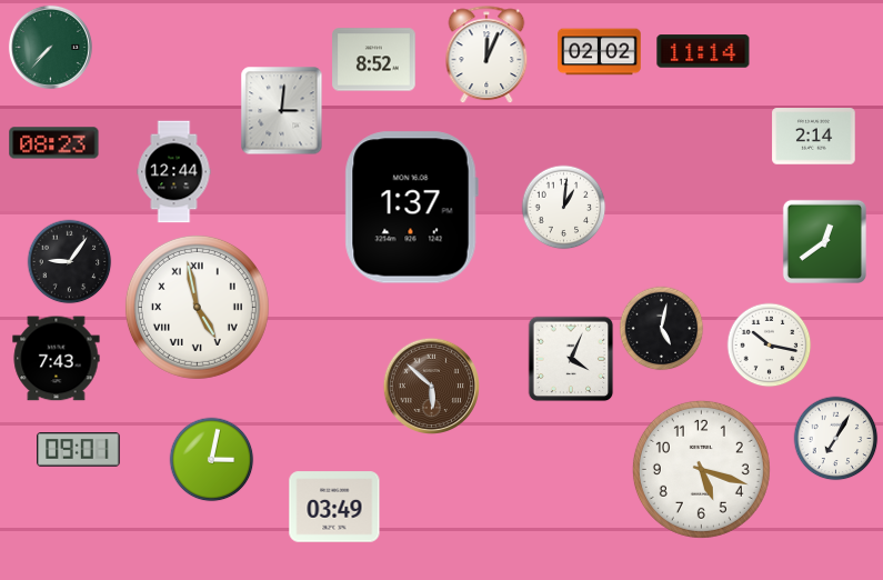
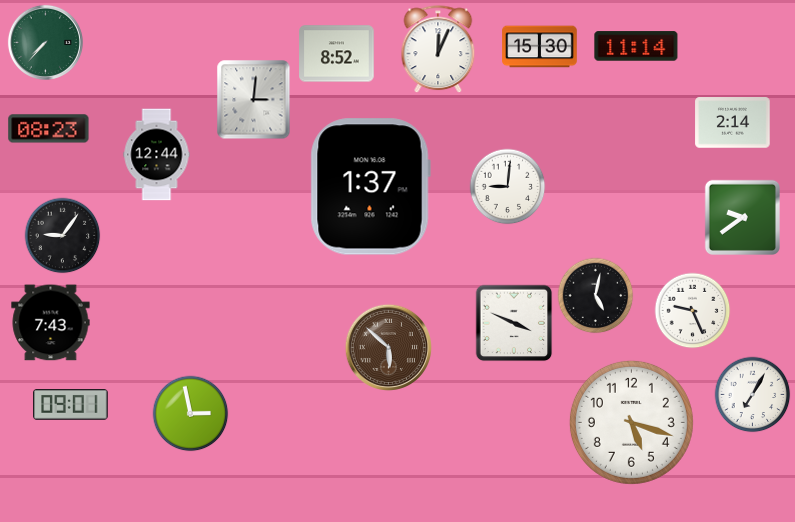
clock at (703, 51) position: (703, 51) -> (636, 46)
clock at (600, 52): 02:02 -> 15:30
clock at (564, 208): 1:01 -> 9:01
clock at (824, 241): 12:39 -> 9:39
clock at (197, 307): 4:58 -> none
clock at (770, 346): 10:17 -> 9:26
clock at (571, 359): 4:04 -> 3:49
clock at (212, 460): 3:02 -> 2:58
clock at (334, 507): 03:49 -> none
